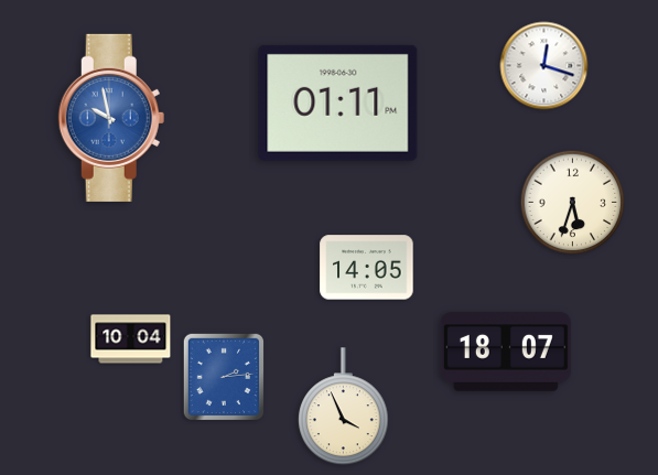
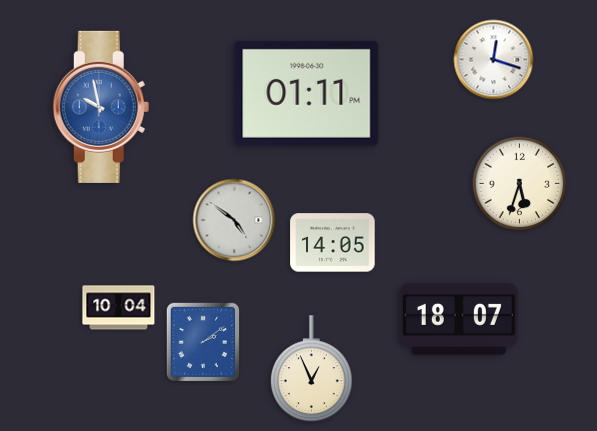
clock at (234, 220): none -> 4:51
clock at (223, 376): 2:14 -> 2:09
clock at (343, 407): 3:56 -> 12:56
